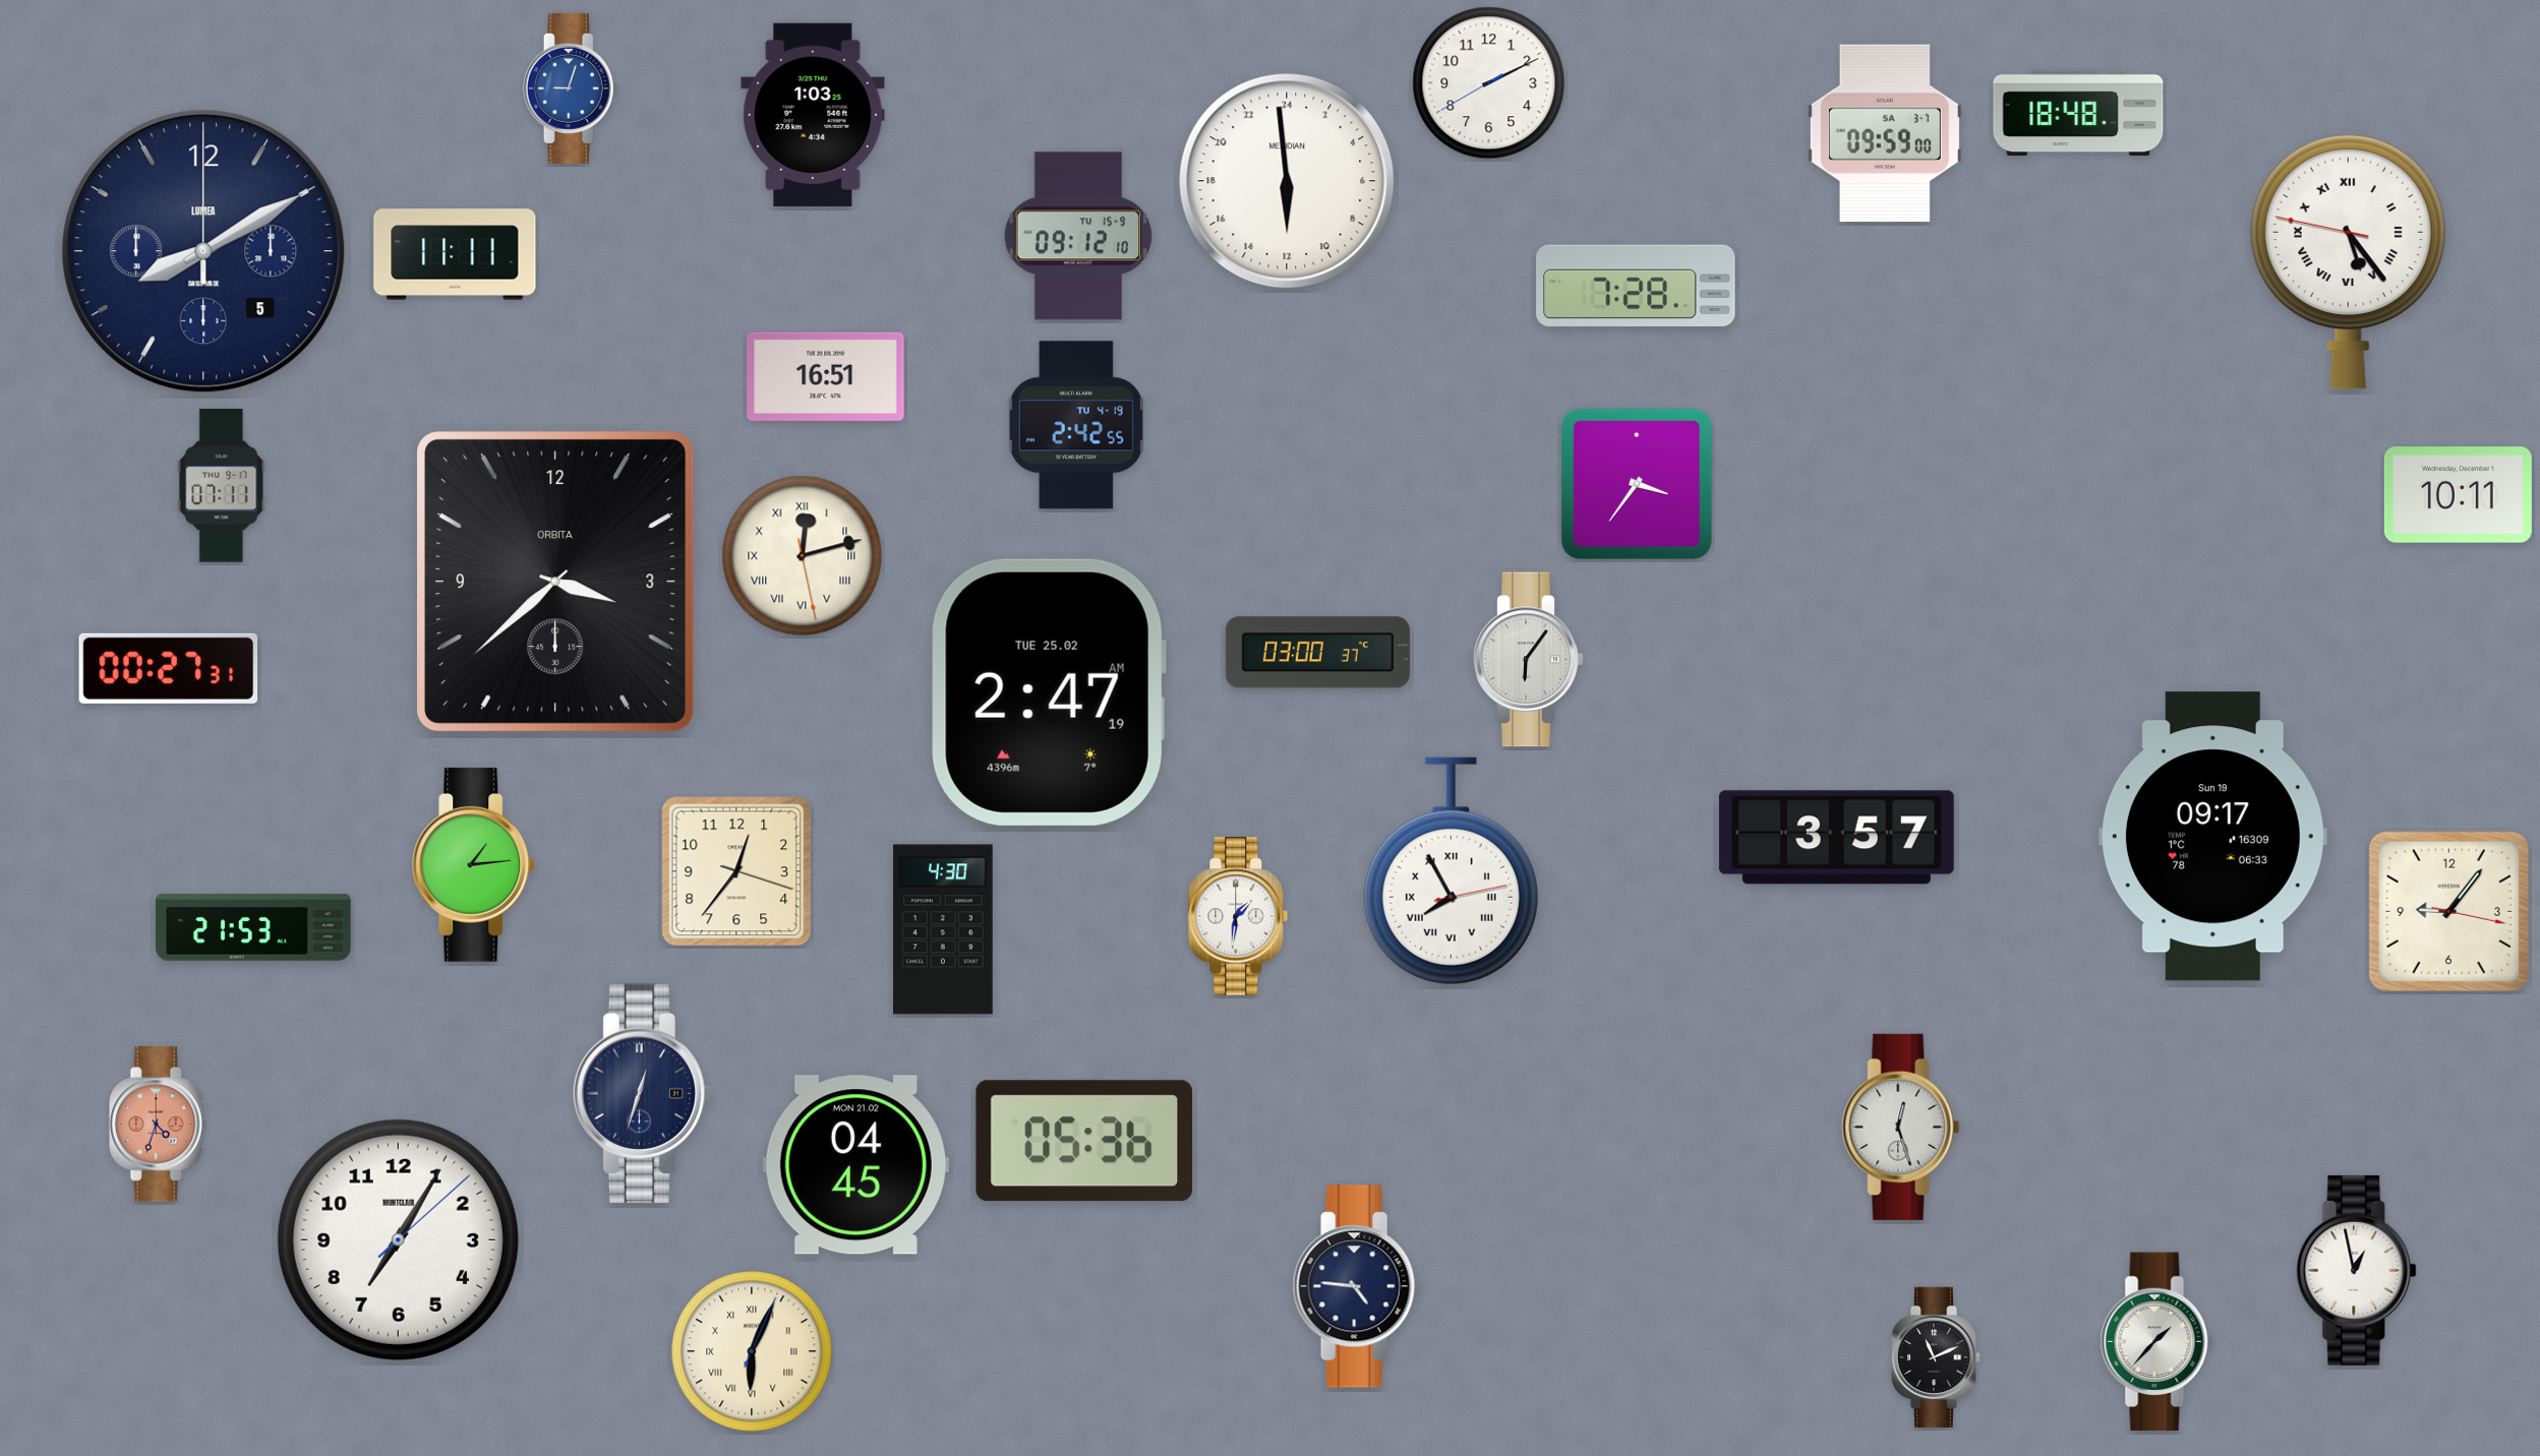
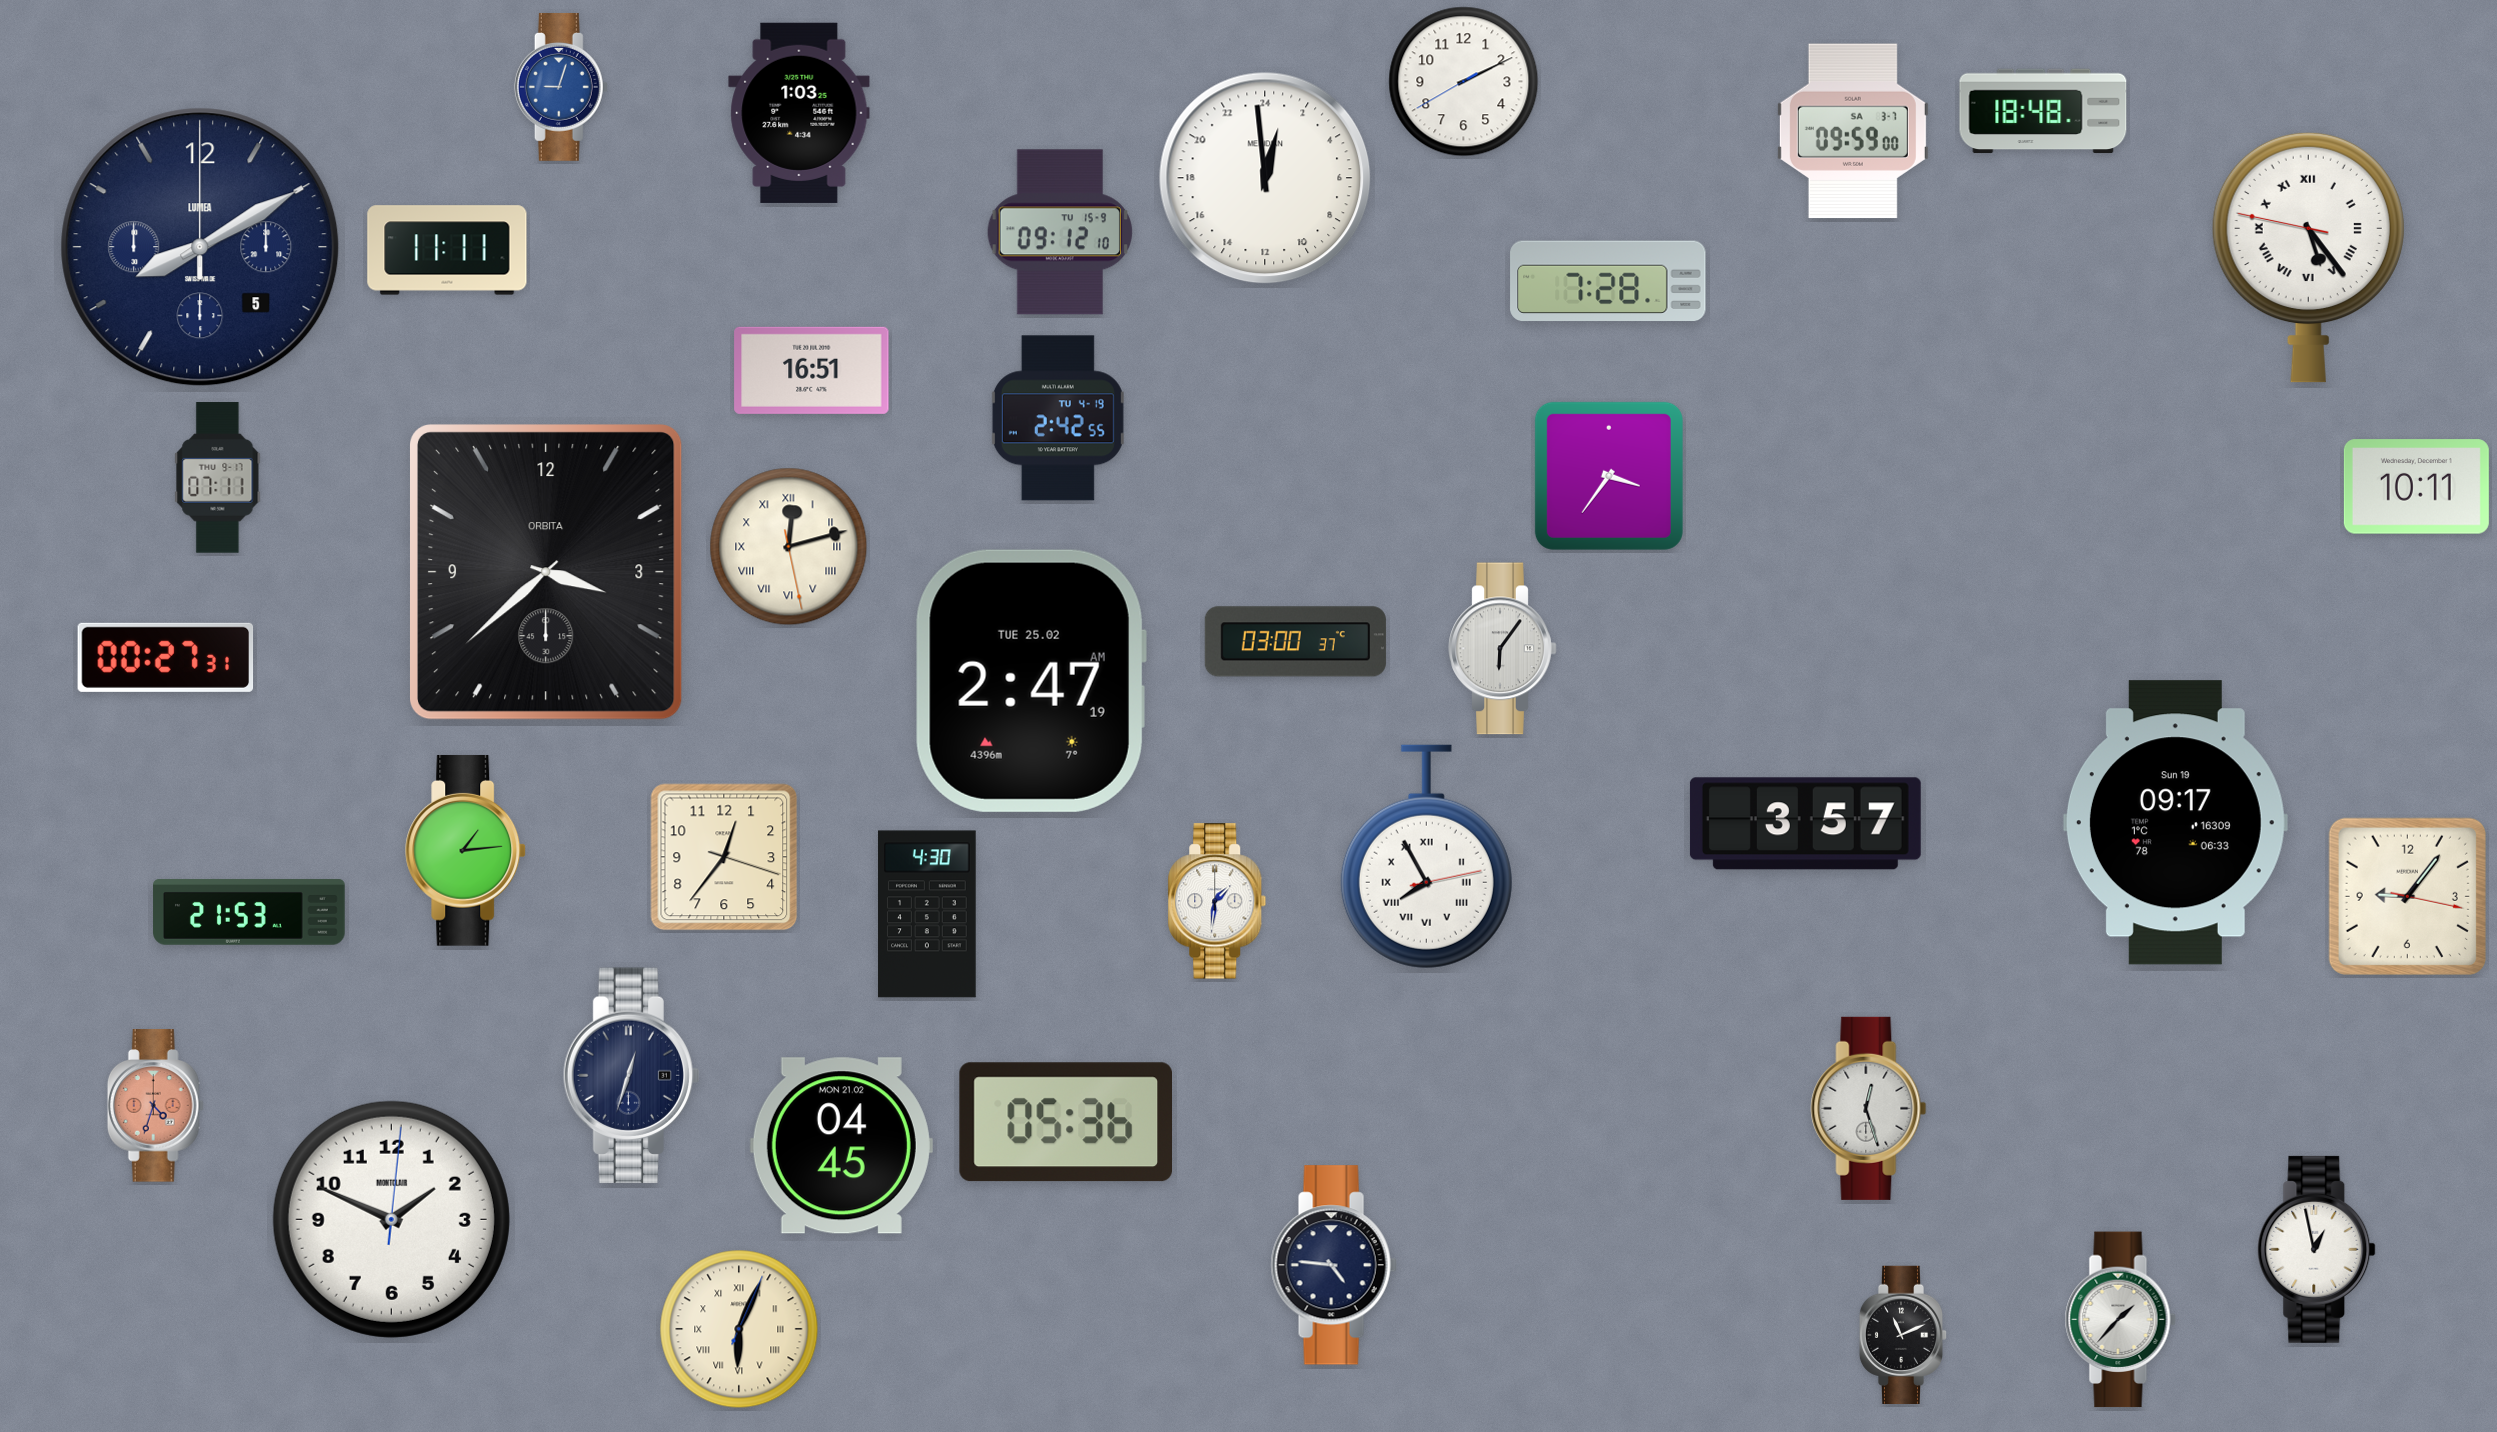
clock at (1287, 181): 11:59 -> 0:59
clock at (398, 1239): 7:05 -> 1:49
